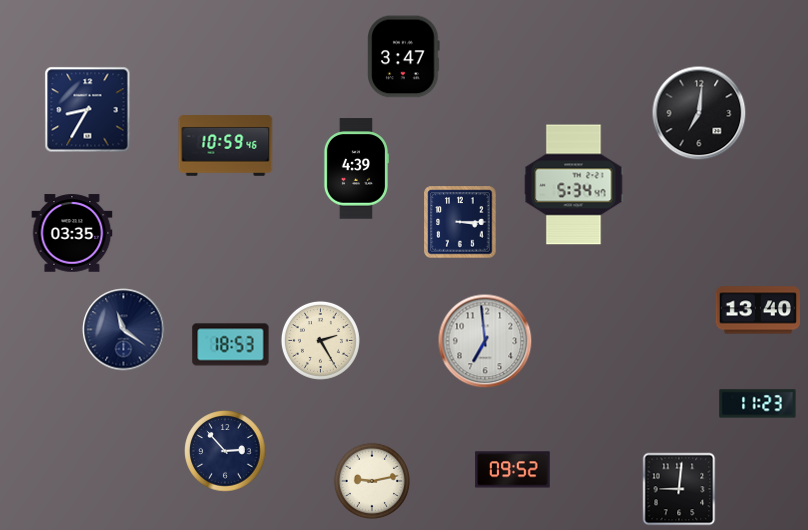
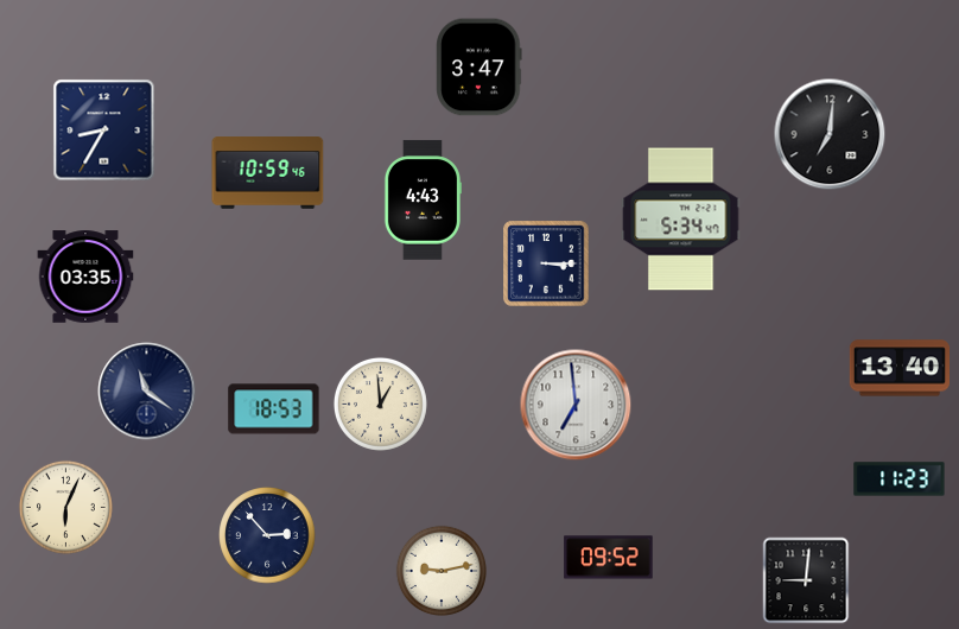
clock at (355, 169): 4:39 -> 4:43
clock at (320, 340): 2:25 -> 12:59
clock at (65, 507): none -> 6:04
